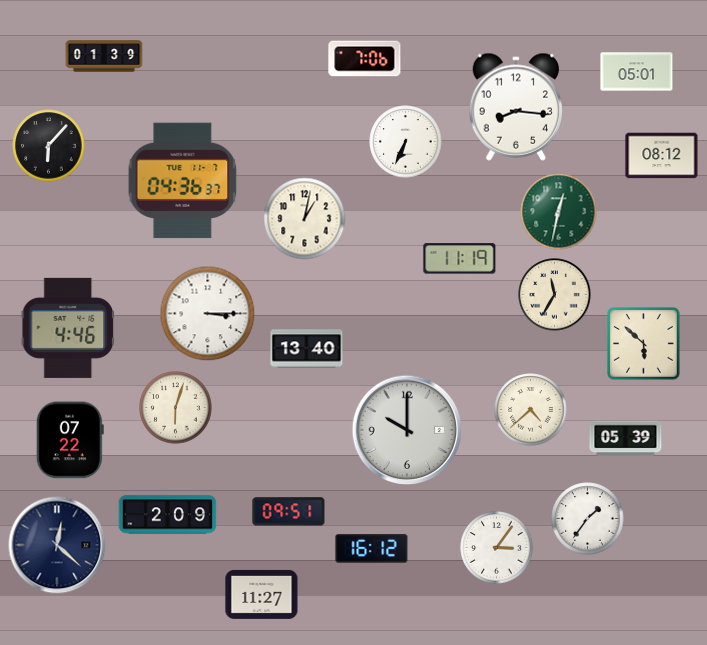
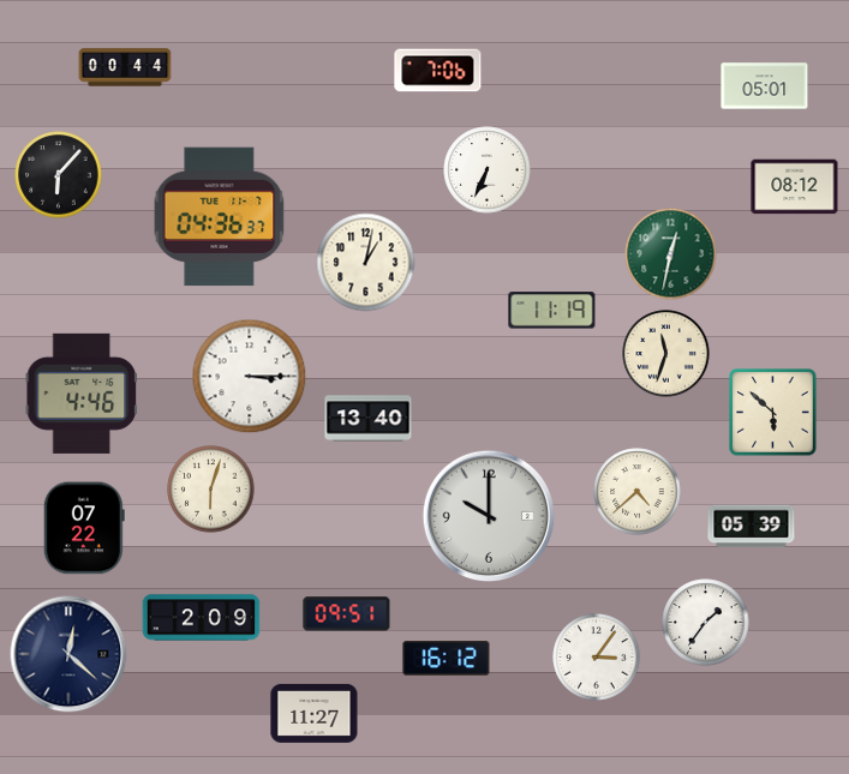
clock at (104, 56): 01:39 -> 00:44
clock at (515, 107): 8:16 -> none
clock at (555, 295): 11:35 -> 11:33
